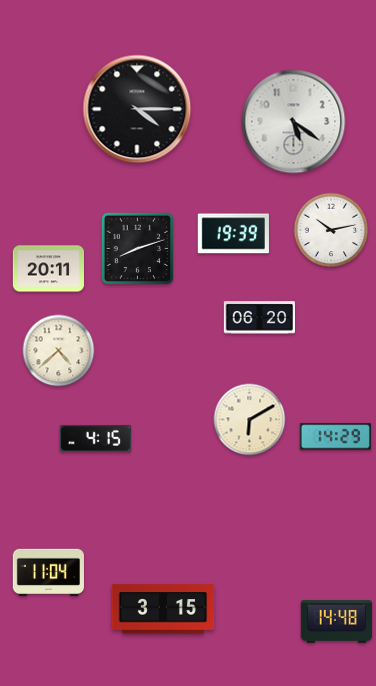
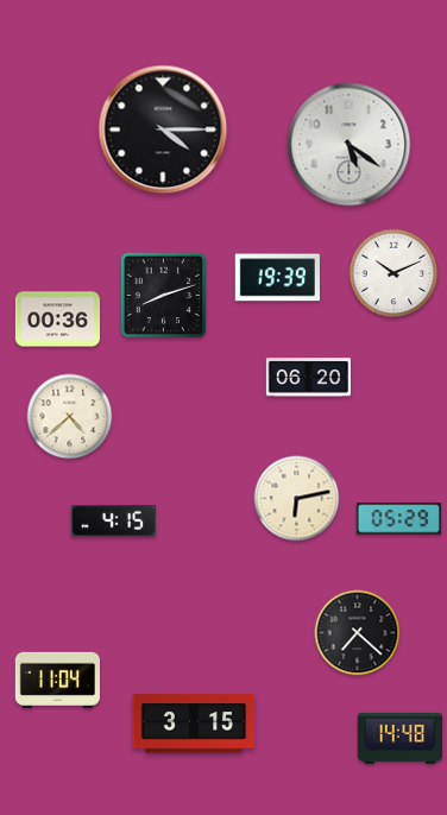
clock at (331, 230): 10:13 -> 10:11
clock at (48, 269): 20:11 -> 00:36
clock at (250, 420): 6:10 -> 6:13
clock at (335, 437): 14:29 -> 05:29
clock at (358, 633): none -> 7:22
